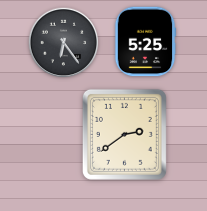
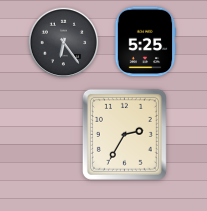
clock at (124, 134): 2:39 -> 2:35
